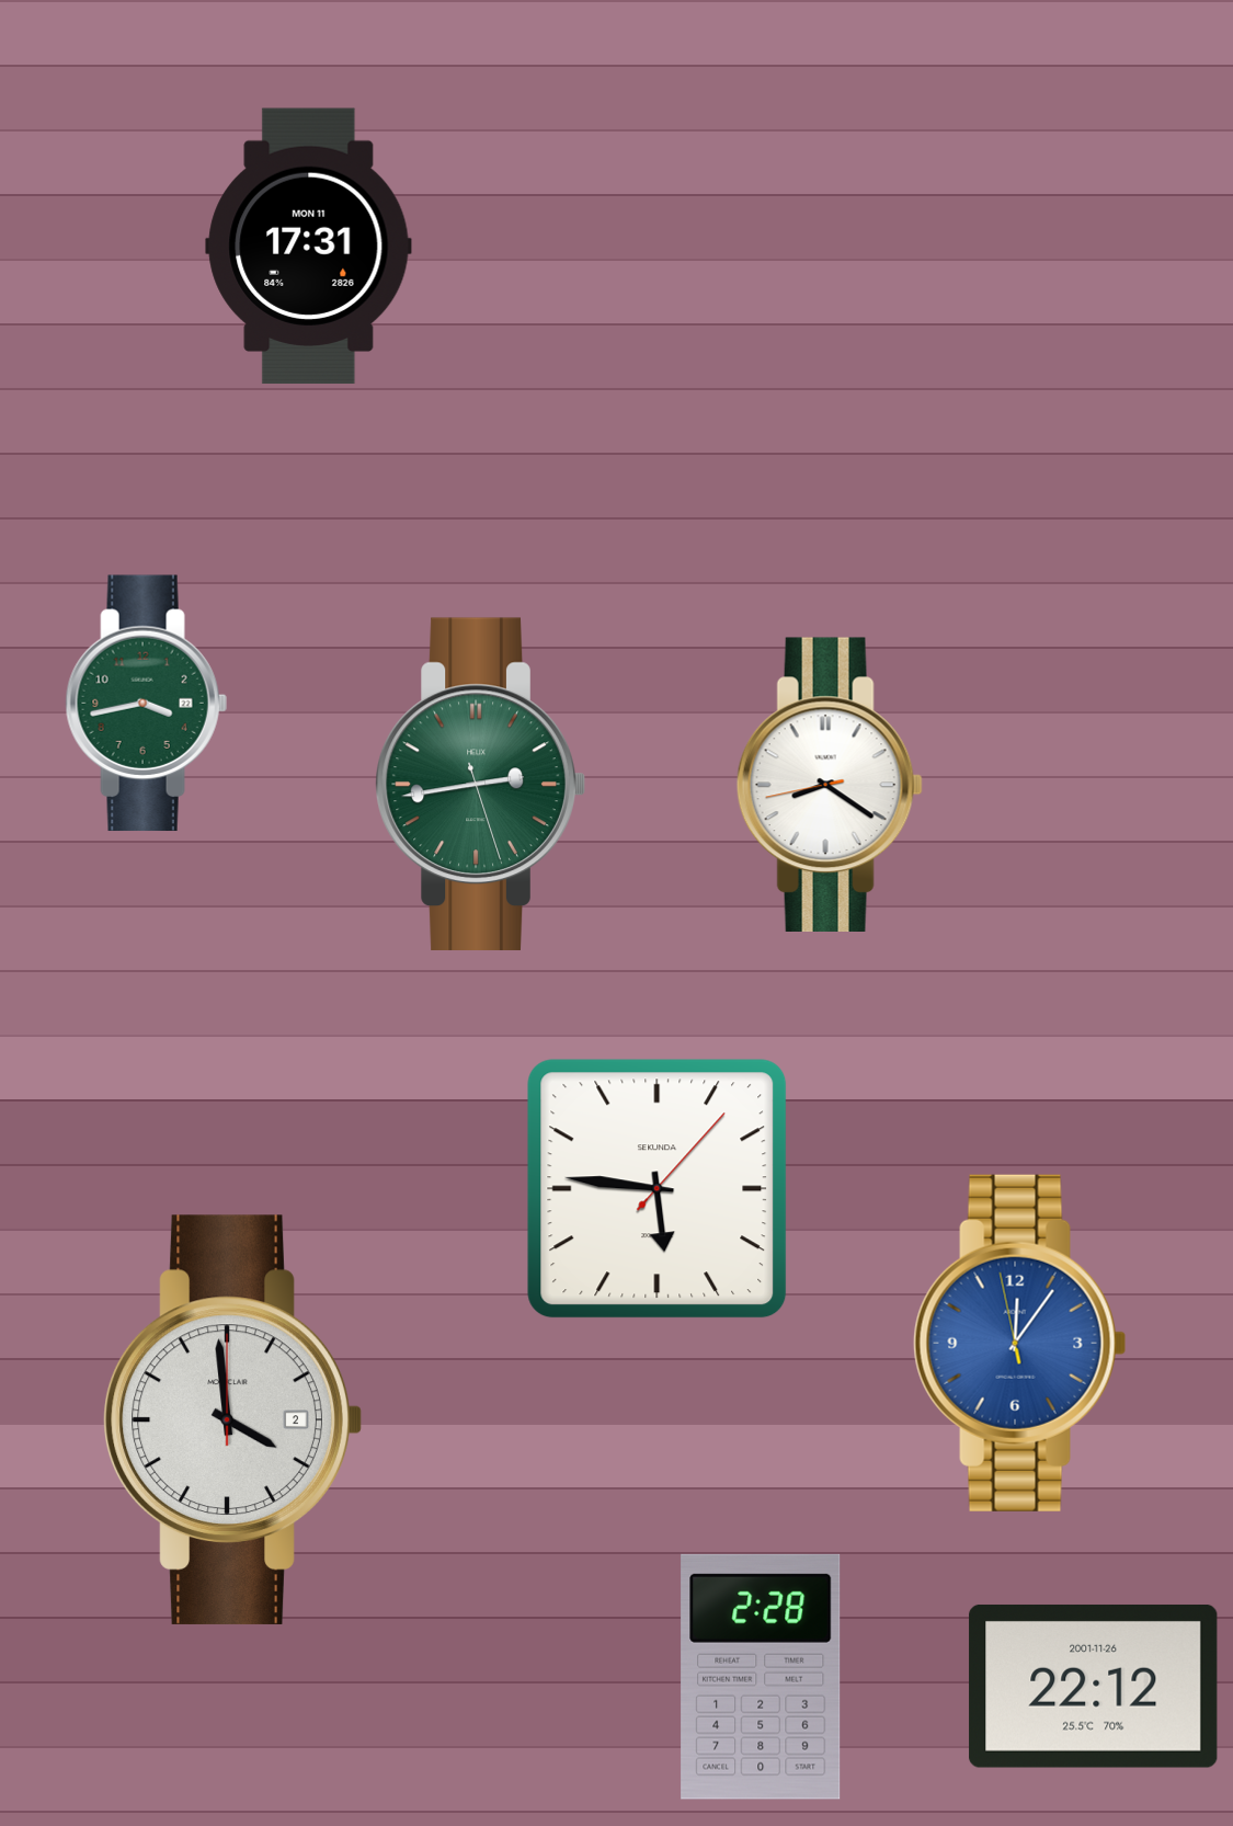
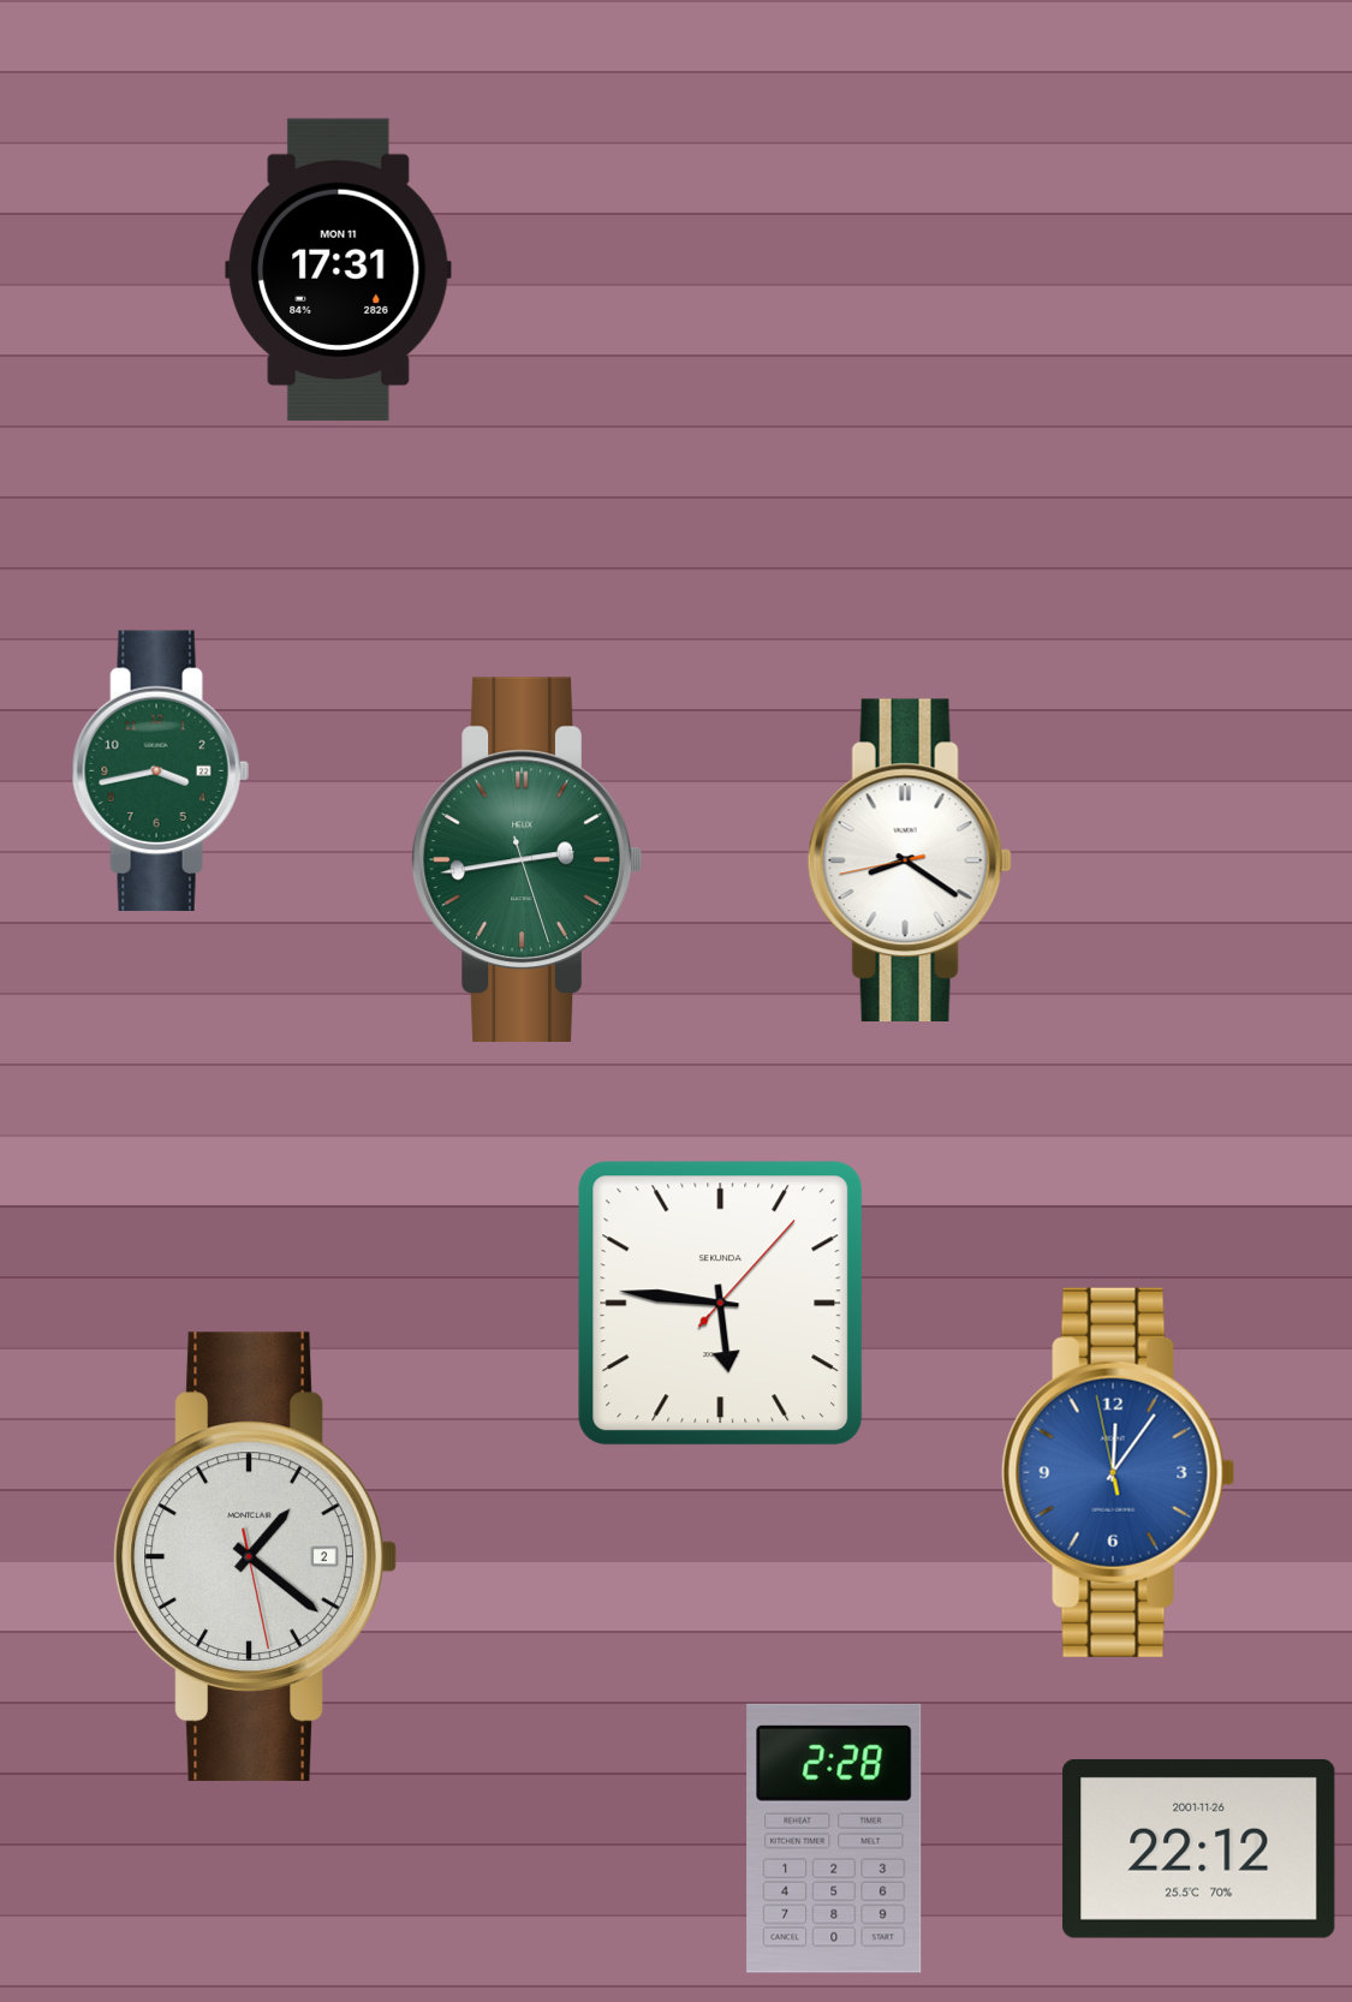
clock at (232, 1419): 3:59 -> 1:21
